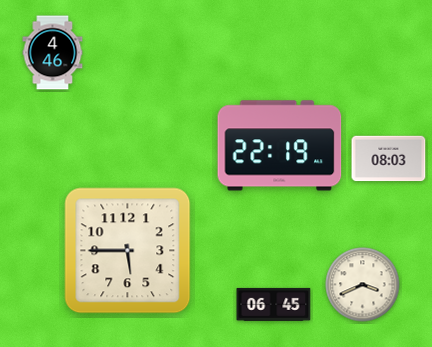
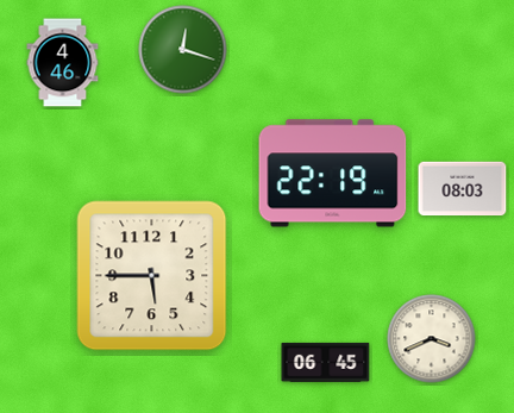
clock at (183, 50): none -> 12:18
clock at (128, 251) position: (128, 251) -> (152, 276)
